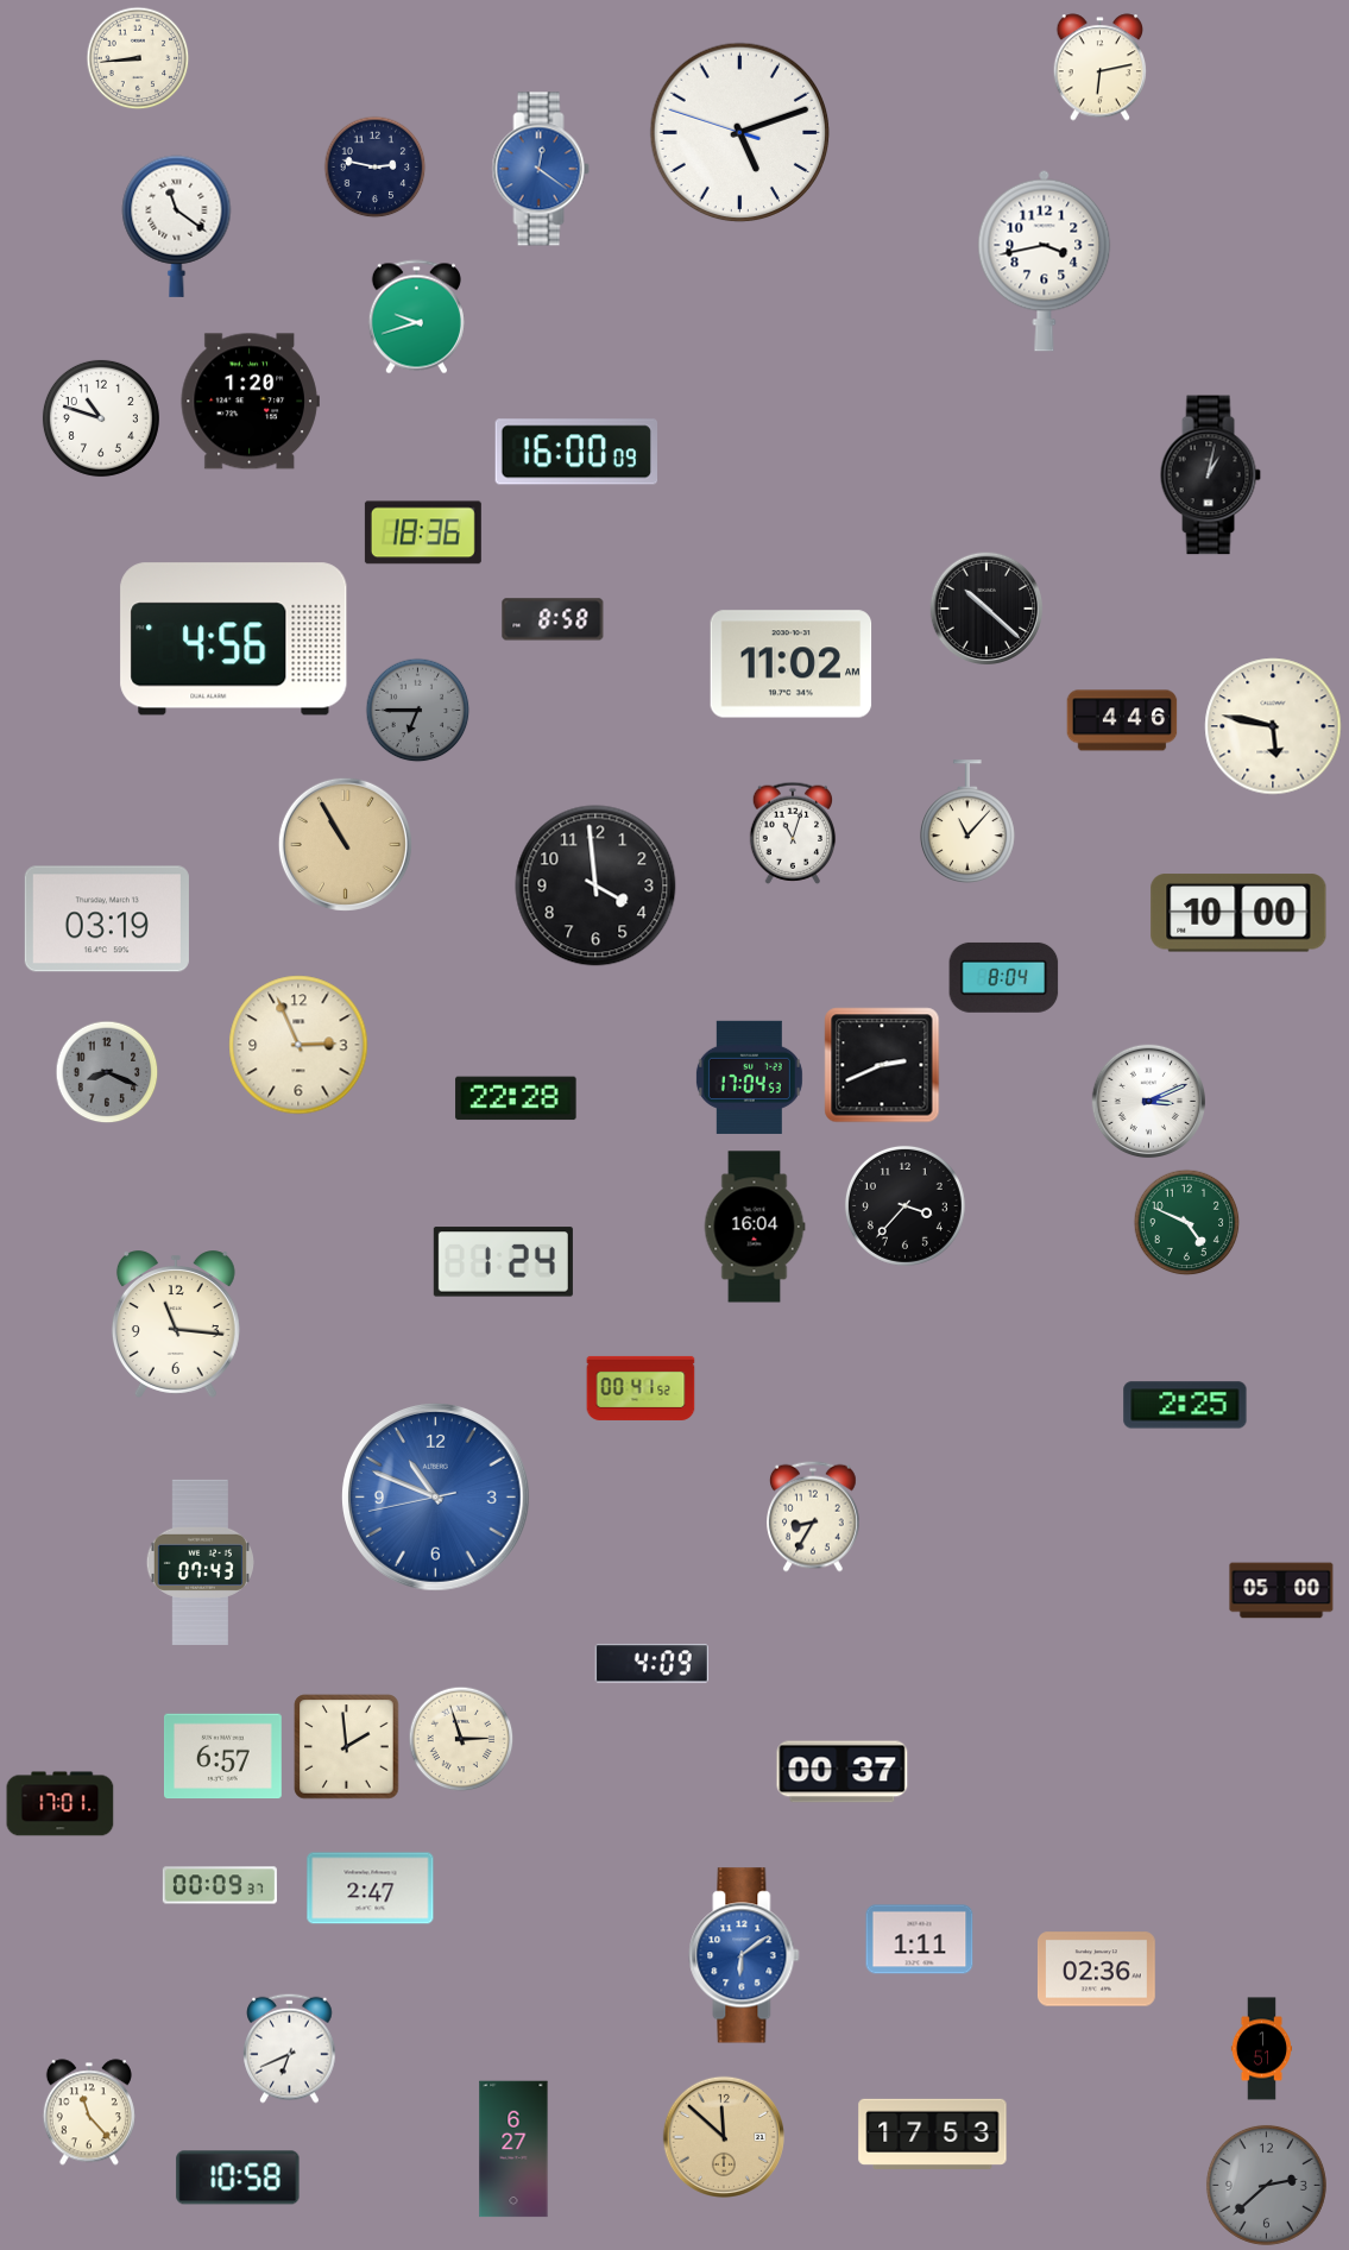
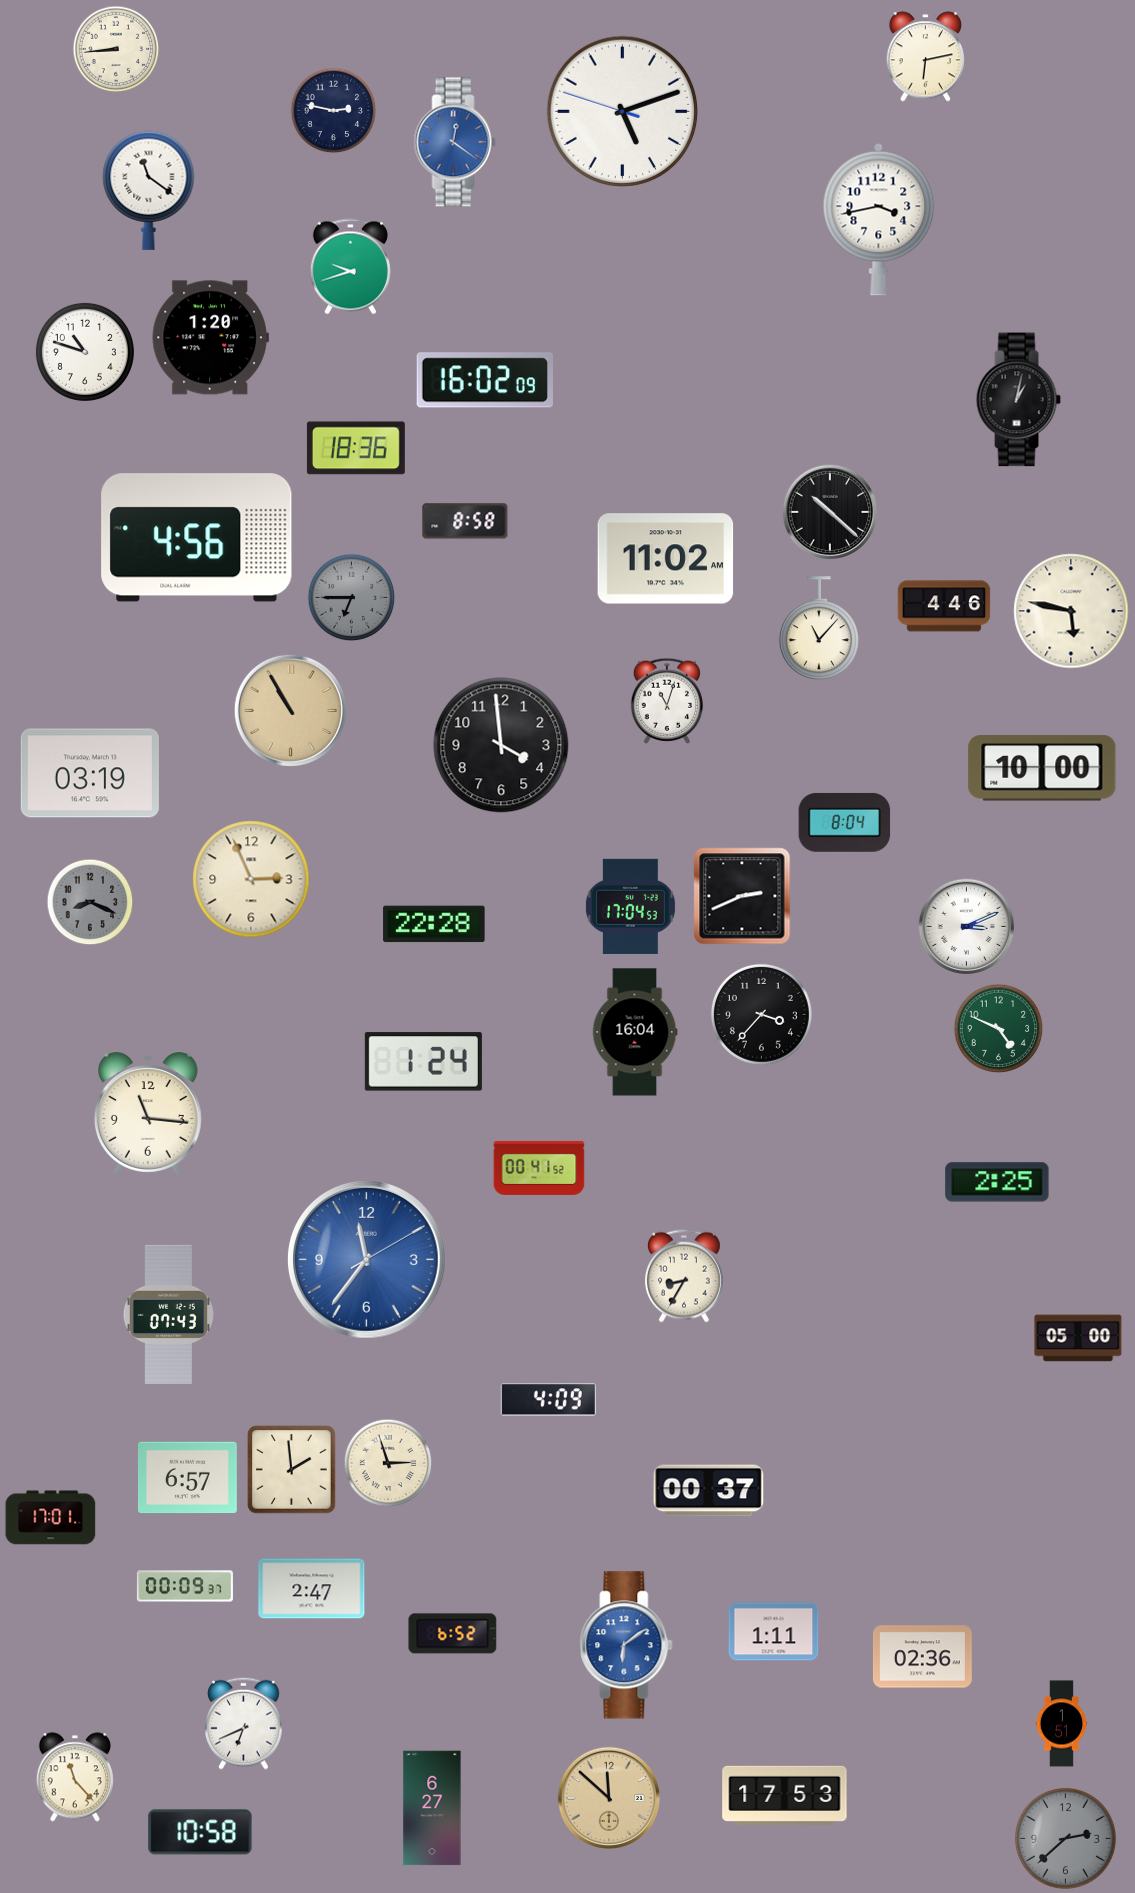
clock at (376, 168) position: (376, 168) -> (334, 111)
clock at (575, 452): 16:00 -> 16:02
clock at (967, 823) position: (967, 823) -> (819, 629)
clock at (435, 1496): 10:48 -> 11:36
clock at (453, 1634): none -> 6:52
